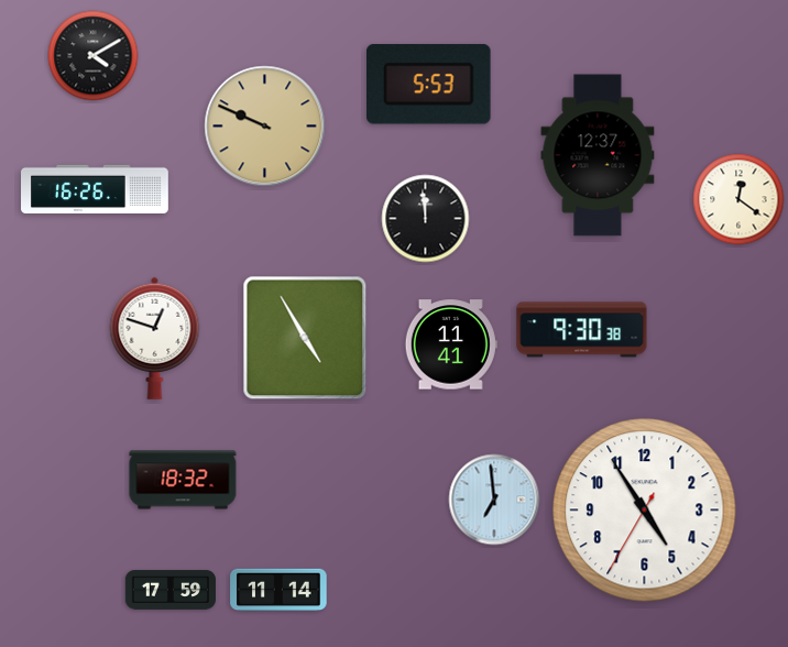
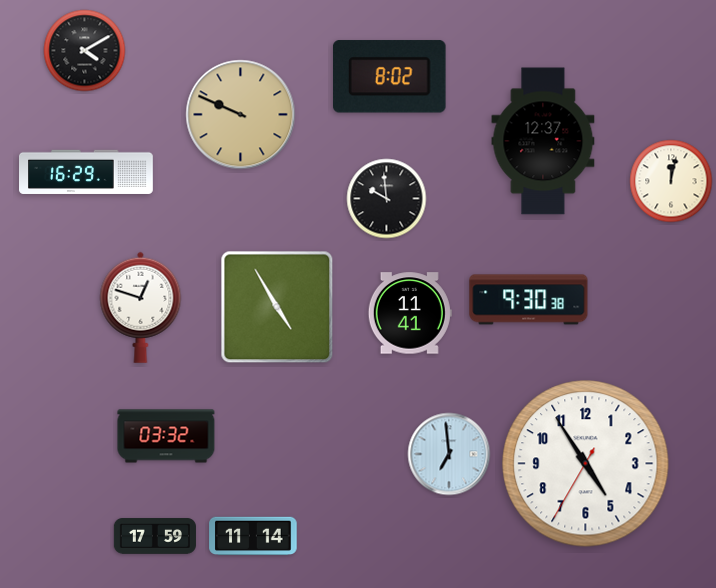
clock at (429, 85): 5:53 -> 8:02
clock at (96, 188): 16:26 -> 16:29
clock at (738, 199): 12:21 -> 12:02
clock at (426, 219): 11:59 -> 9:59
clock at (183, 480): 18:32 -> 03:32
